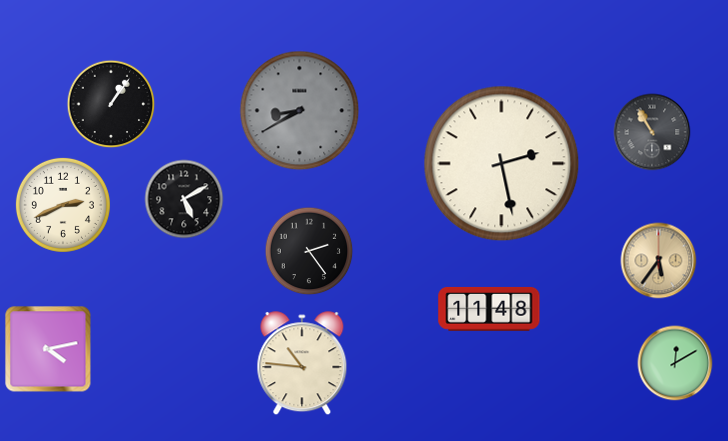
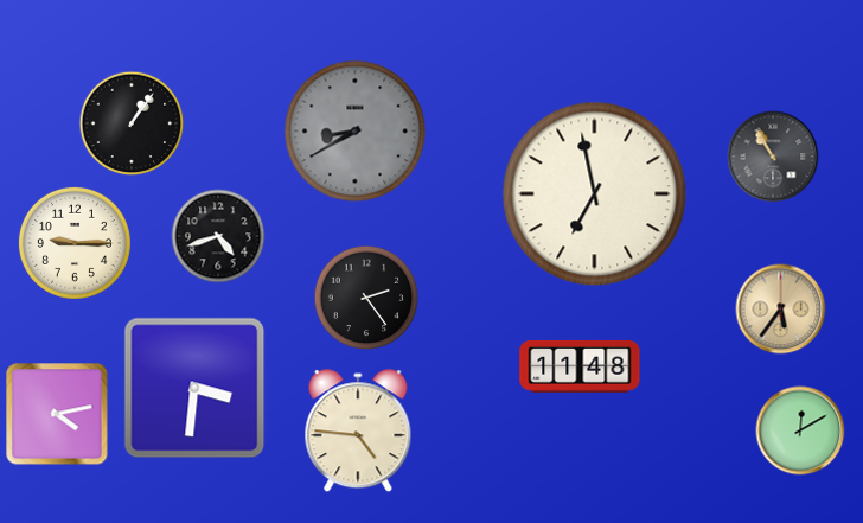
clock at (502, 164): 2:28 -> 6:58
clock at (184, 199): 5:10 -> 4:42
clock at (63, 205): 2:41 -> 9:15
clock at (194, 388): none -> 3:31
clock at (302, 364): 10:46 -> 4:46
